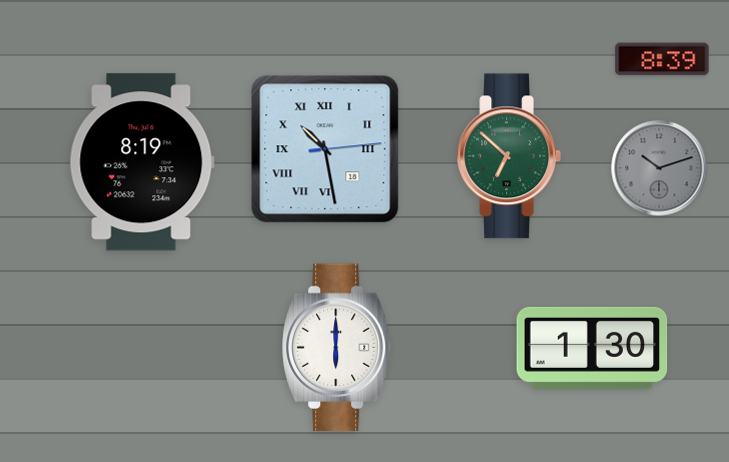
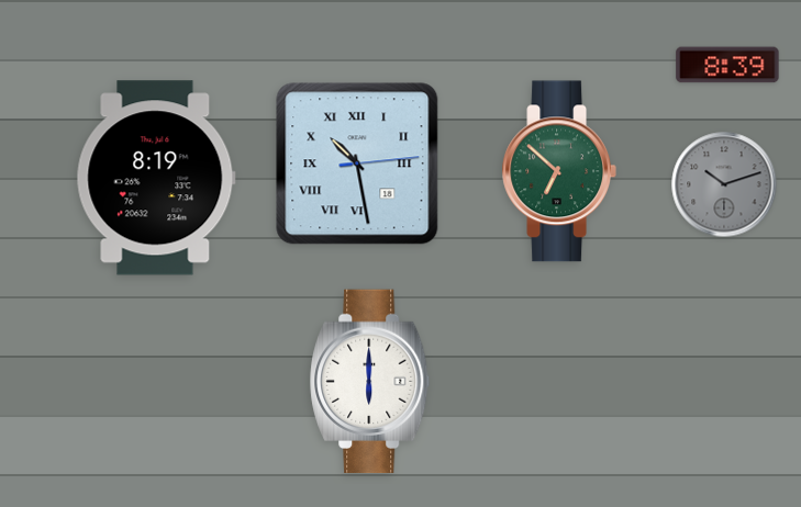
clock at (592, 348): 1:30 -> none
